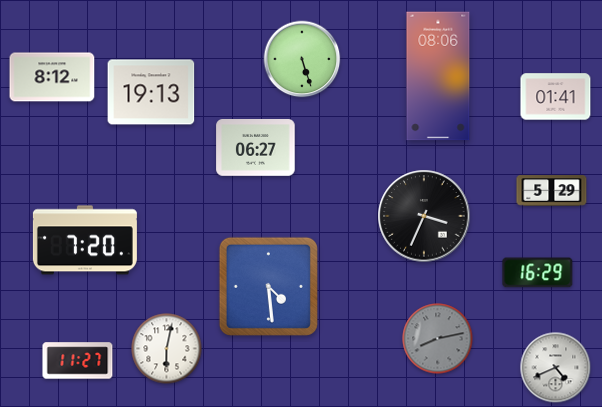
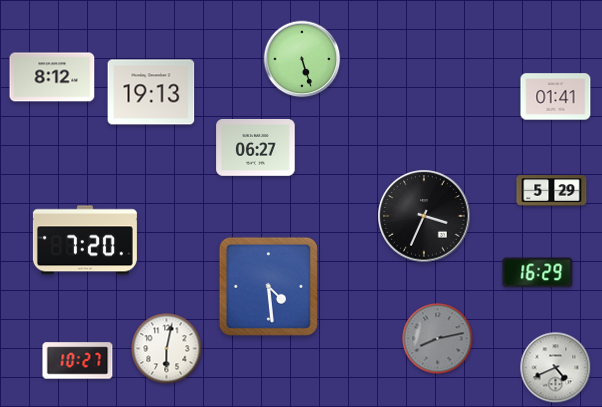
clock at (438, 76): 08:06 -> none
clock at (78, 361): 11:27 -> 10:27
